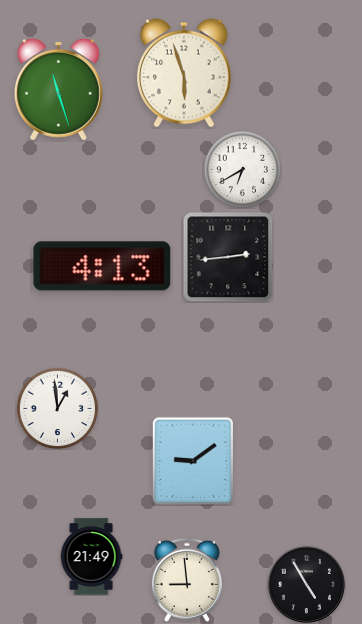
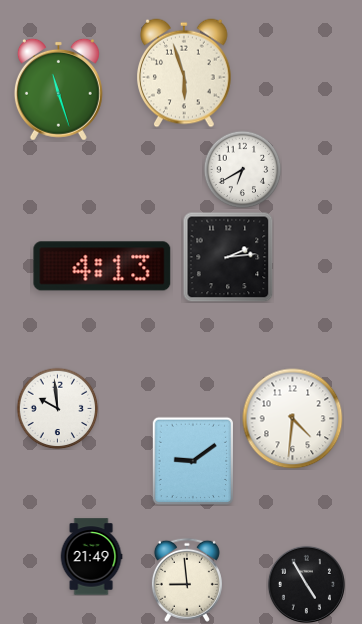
clock at (228, 257): 2:44 -> 2:14
clock at (57, 408): 12:59 -> 9:59
clock at (293, 419): none -> 4:31
